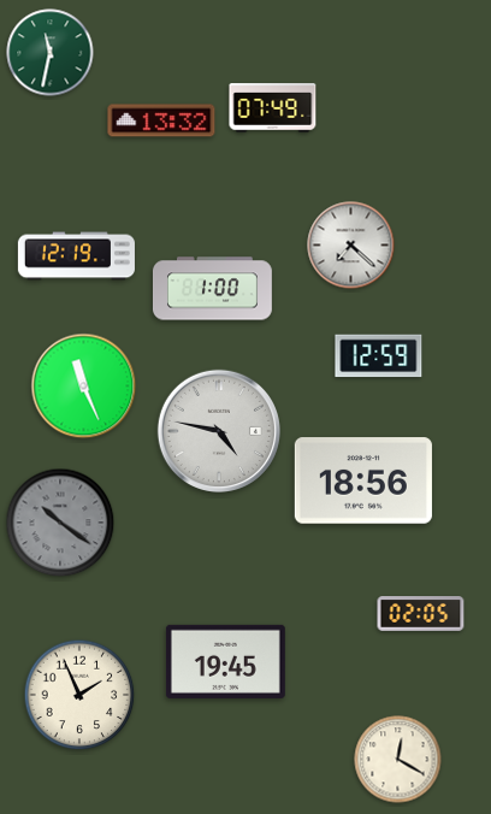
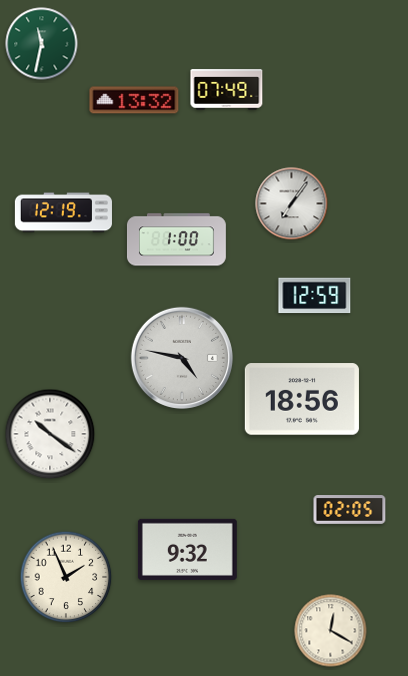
clock at (351, 246): 7:22 -> 7:06
clock at (84, 387): 11:26 -> none
clock at (60, 523) dial: grey -> white
clock at (225, 661): 19:45 -> 9:32
